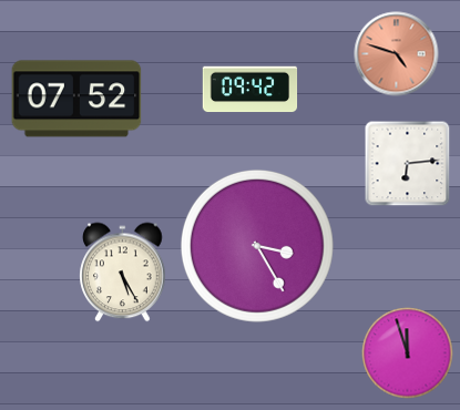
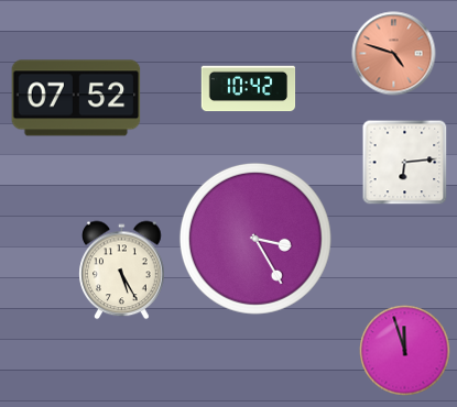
clock at (251, 90): 09:42 -> 10:42
clock at (257, 246) position: (257, 246) -> (255, 239)
